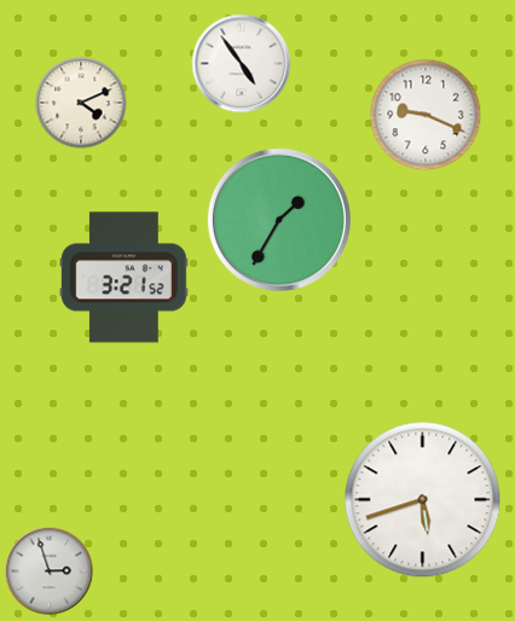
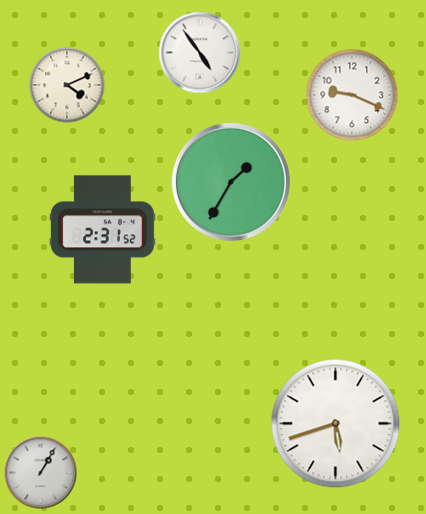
clock at (123, 278): 3:21 -> 2:31
clock at (423, 500) position: (423, 500) -> (336, 424)
clock at (50, 571): 2:57 -> 1:05
